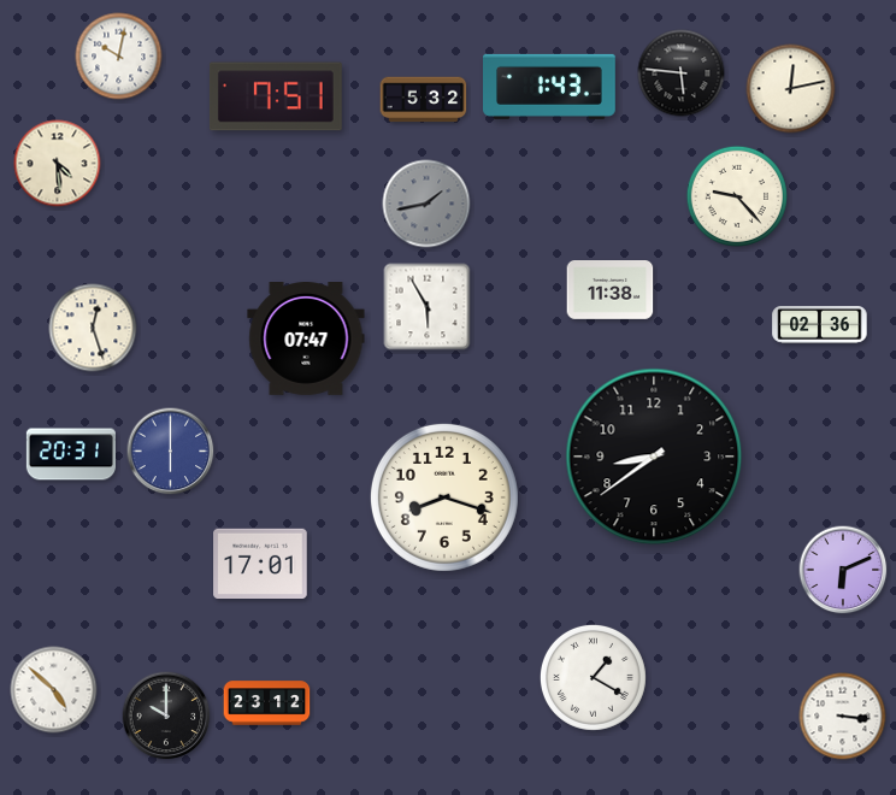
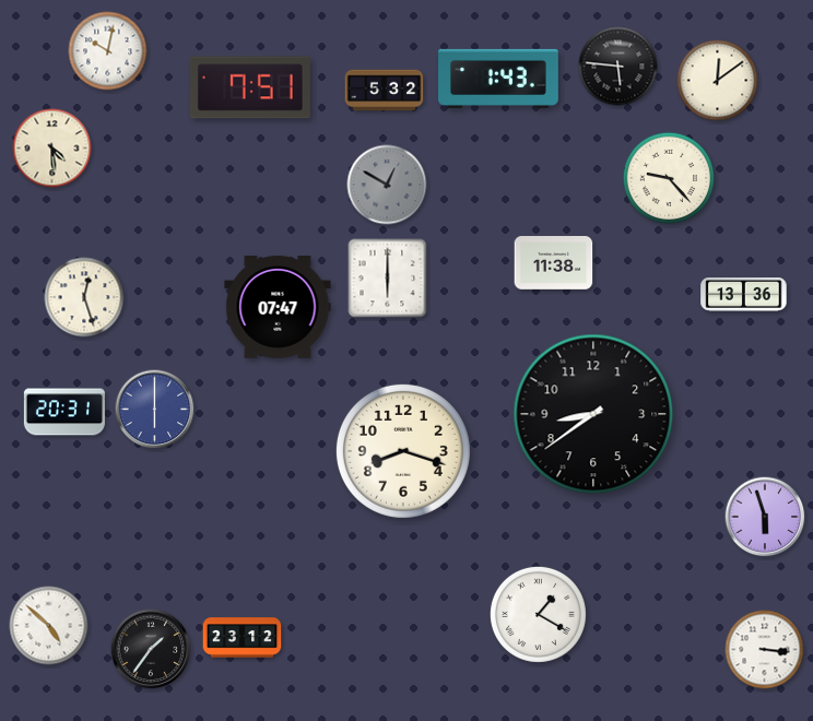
clock at (791, 89): 12:13 -> 12:09
clock at (426, 204): 1:43 -> 12:50
clock at (428, 307): 5:55 -> 6:00
clock at (820, 325): 02:36 -> 13:36
clock at (260, 563): 17:01 -> none
clock at (843, 570): 6:11 -> 5:57
clock at (166, 715): 10:00 -> 1:36
